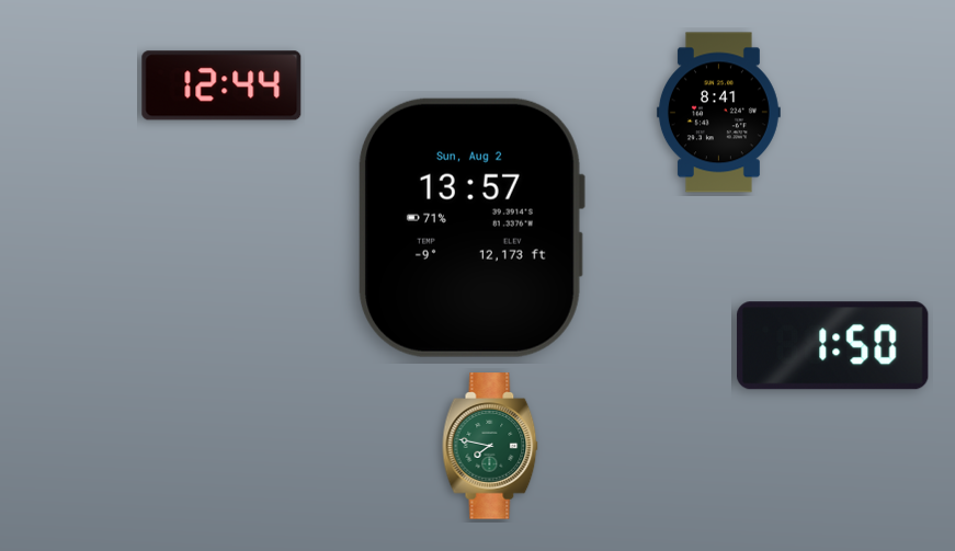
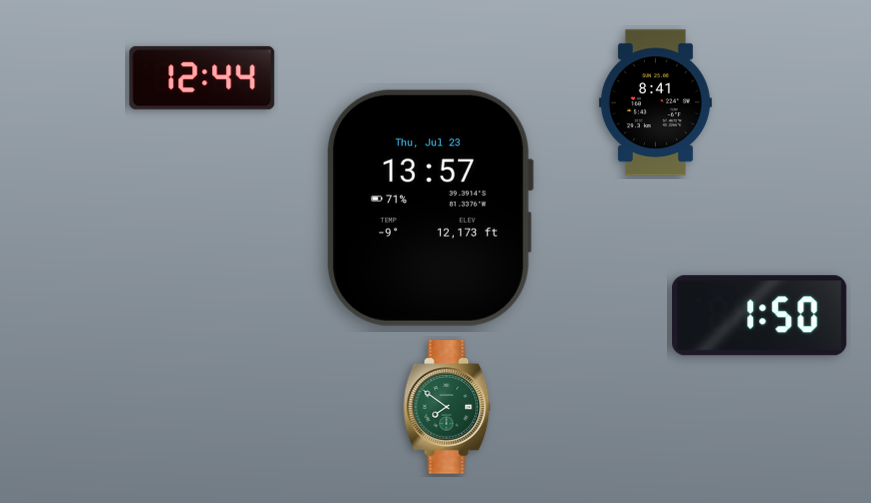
clock at (471, 228) date: Sun, Aug 2 -> Thu, Jul 23
clock at (490, 446): 7:47 -> 7:51
